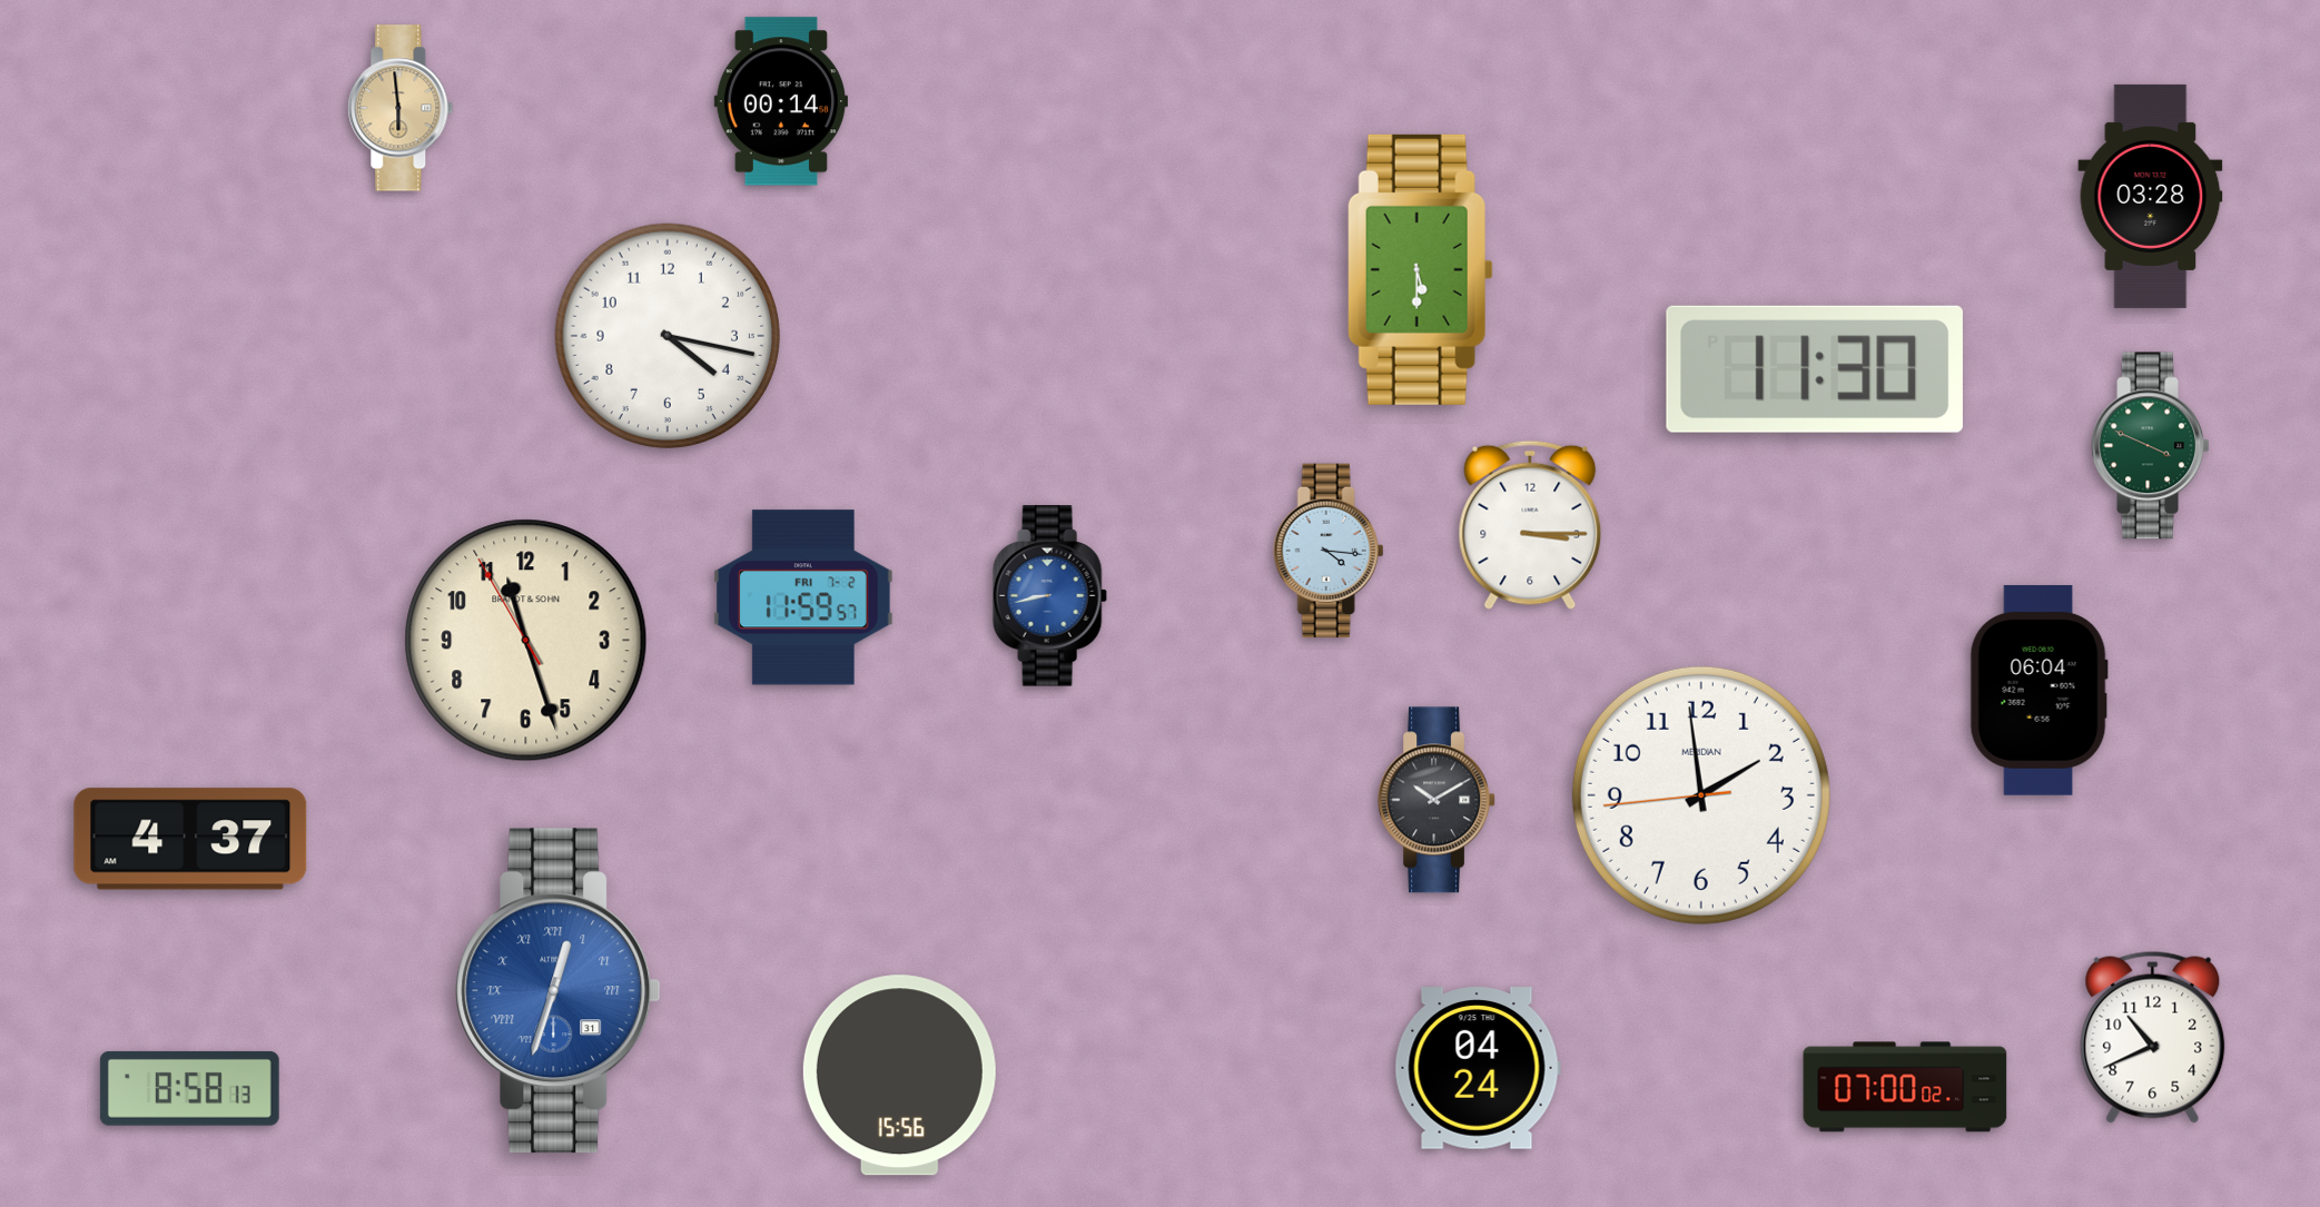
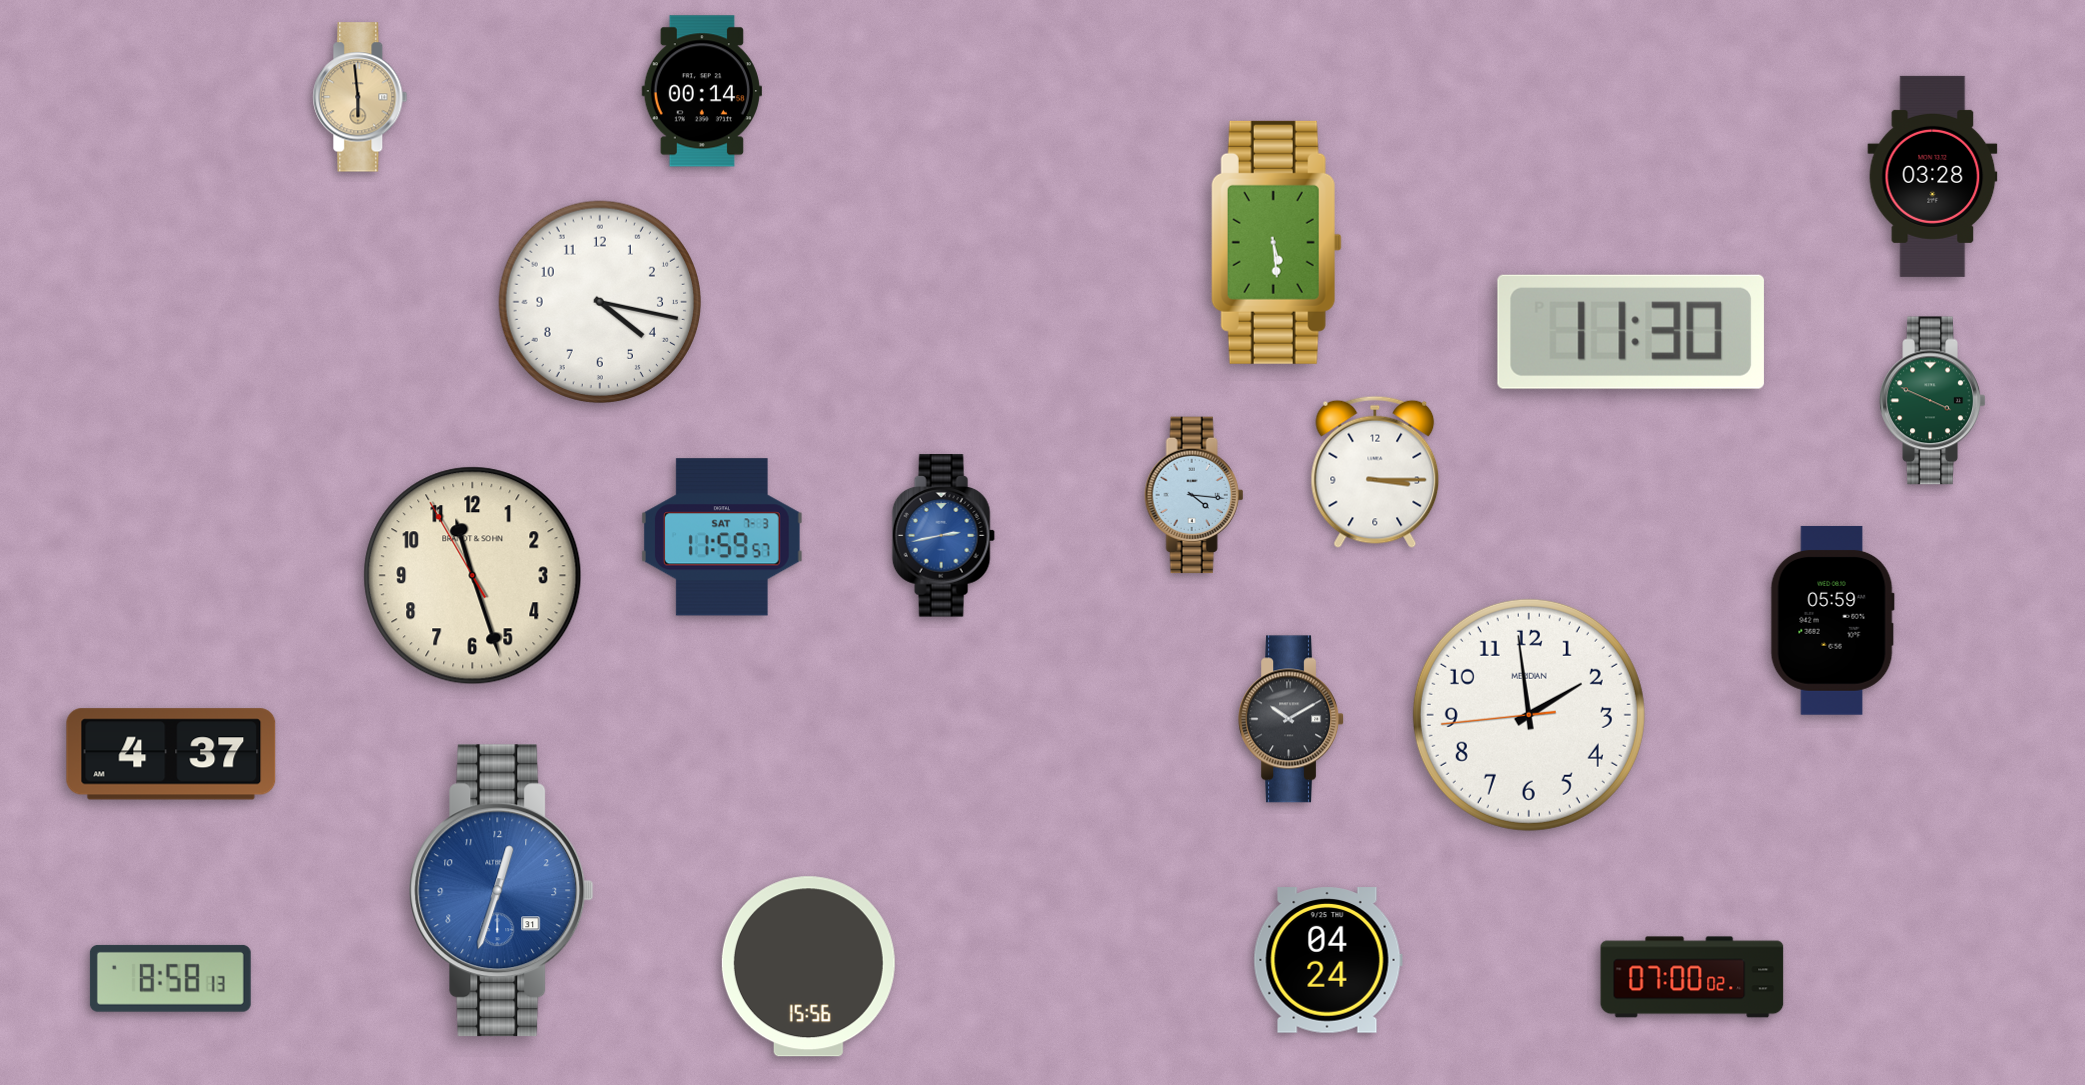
clock at (1420, 269): 5:30 -> 5:29
clock at (1049, 596): 8:43 -> 2:43
clock at (803, 597) date: FRI 7-2 -> SAT 7-3
clock at (2038, 690): 06:04 -> 05:59
clock at (559, 991) numerals: Roman -> Arabic
clock at (2153, 1037): 10:41 -> none
clock at (1905, 1087) position: (1905, 1087) -> (1692, 977)
